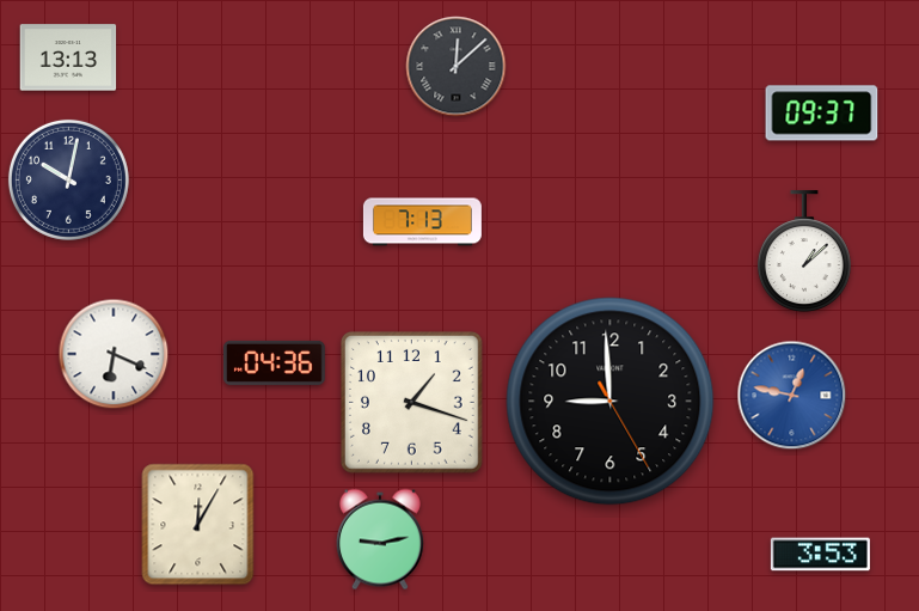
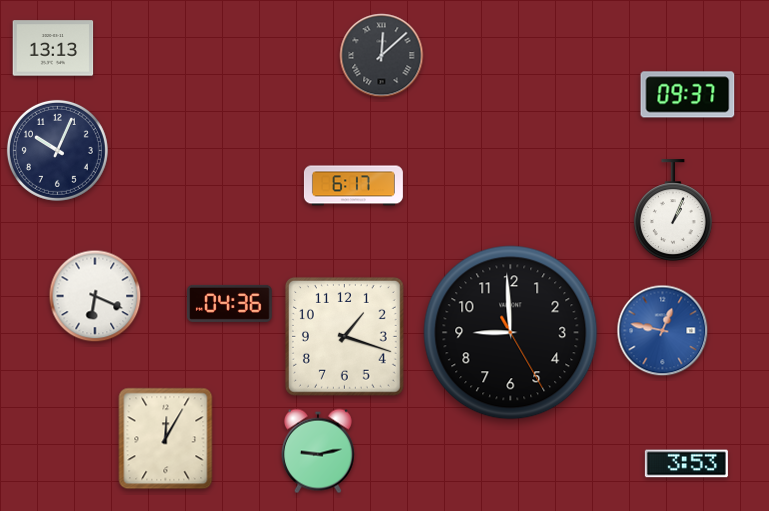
clock at (68, 57) position: (68, 57) -> (53, 48)
clock at (68, 179): 10:02 -> 10:04
clock at (422, 222): 7:13 -> 6:17
clock at (804, 252): 1:08 -> 1:04
clock at (611, 402) position: (611, 402) -> (511, 333)
